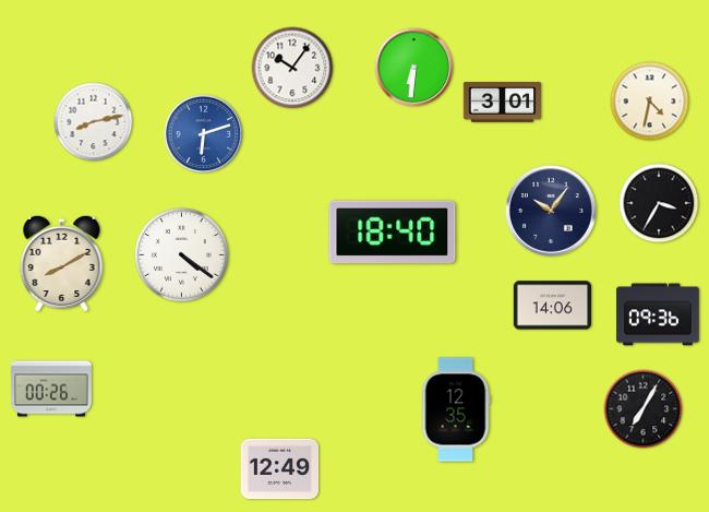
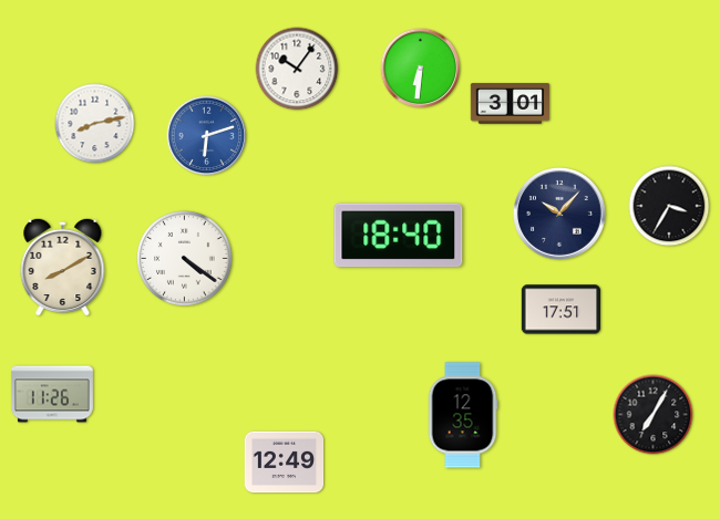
clock at (650, 102): 4:32 -> none
clock at (552, 212): 10:06 -> 10:07
clock at (553, 306): 14:06 -> 17:51
clock at (658, 314): 09:36 -> none
clock at (51, 389): 00:26 -> 11:26
clock at (280, 469) position: (280, 469) -> (285, 463)
